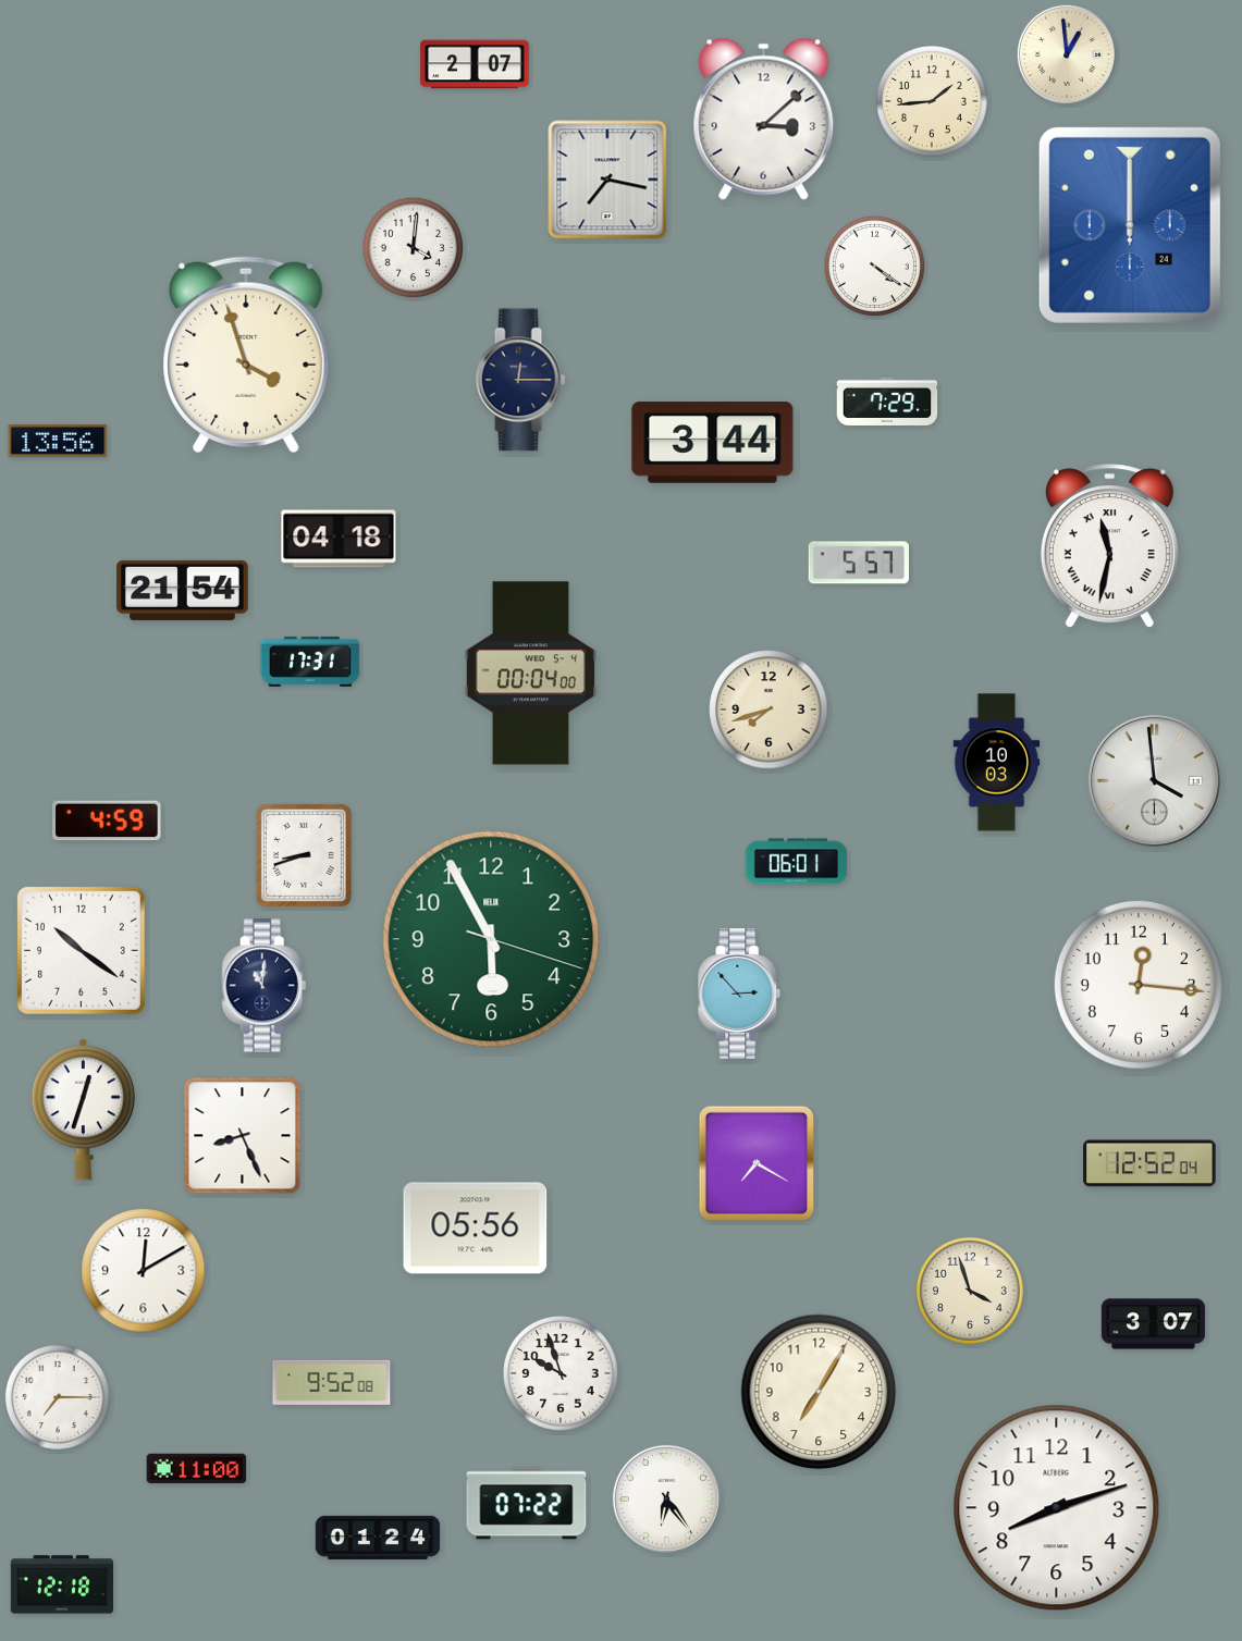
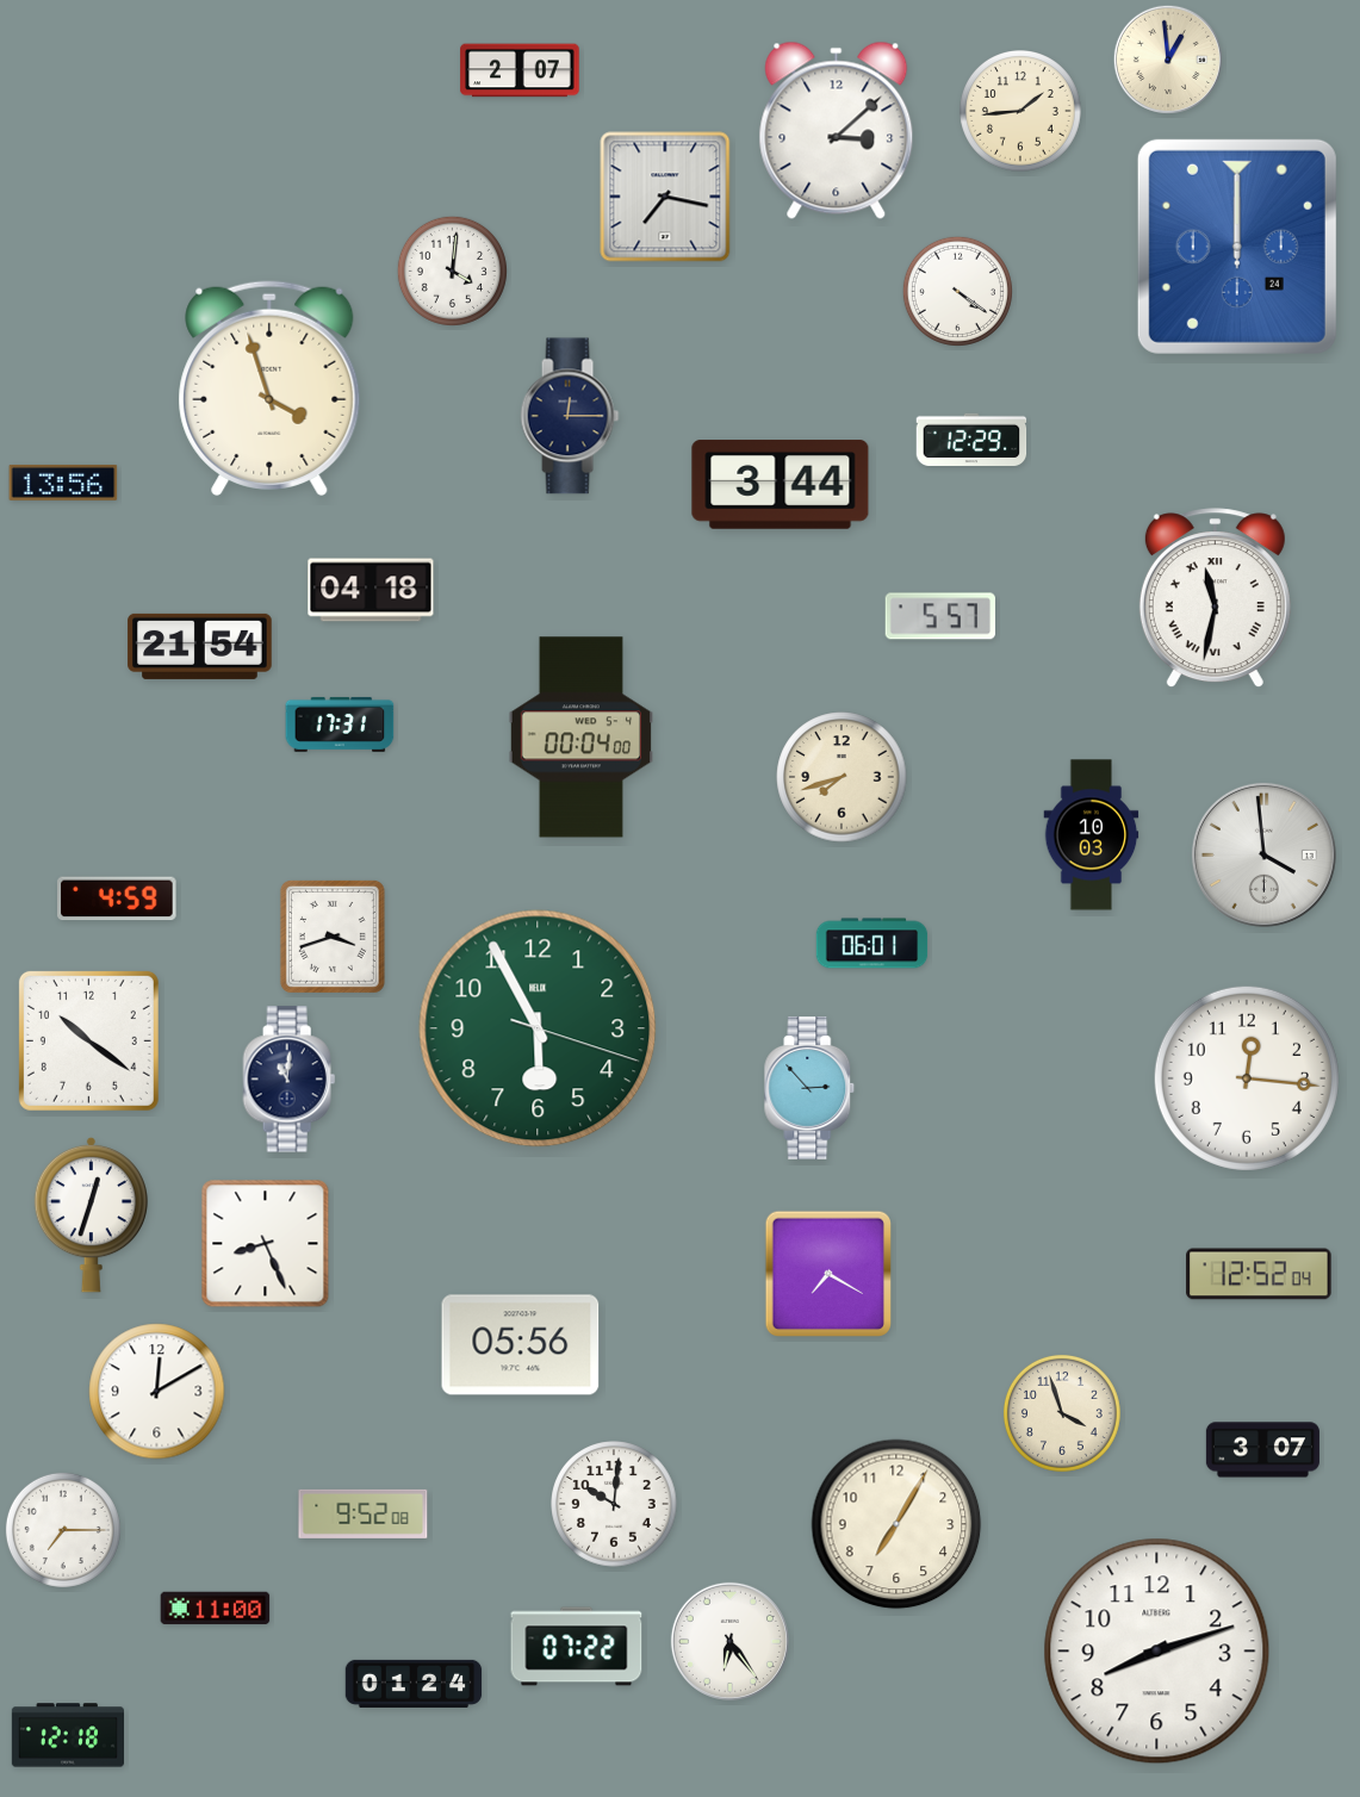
clock at (887, 402): 7:29 -> 12:29
clock at (304, 855): 8:42 -> 3:42
clock at (561, 1373): 9:57 -> 10:01
